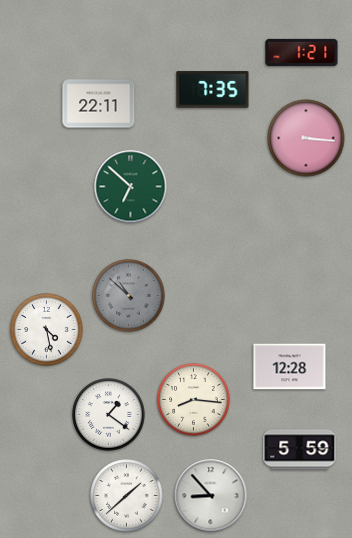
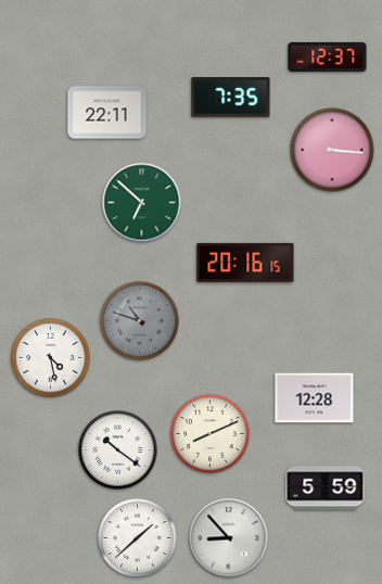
clock at (302, 52): 1:21 -> 12:37
clock at (245, 263): none -> 20:16
clock at (129, 296): 10:52 -> 10:48
clock at (194, 400): 8:16 -> 8:11
clock at (109, 415): 1:21 -> 10:21
